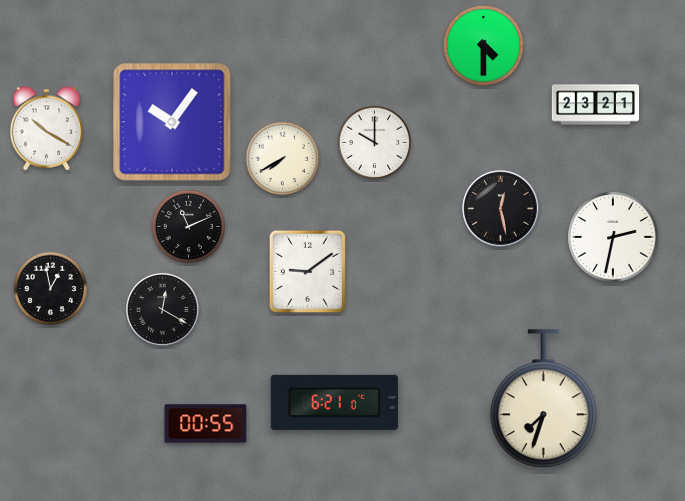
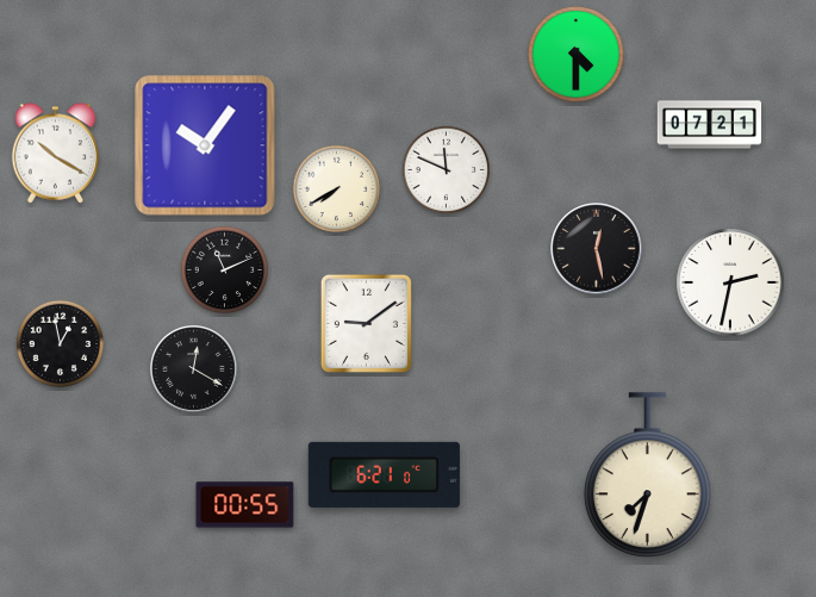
clock at (596, 105): 23:21 -> 07:21
clock at (375, 143): 10:00 -> 11:49
clock at (334, 402) position: (334, 402) -> (384, 474)
